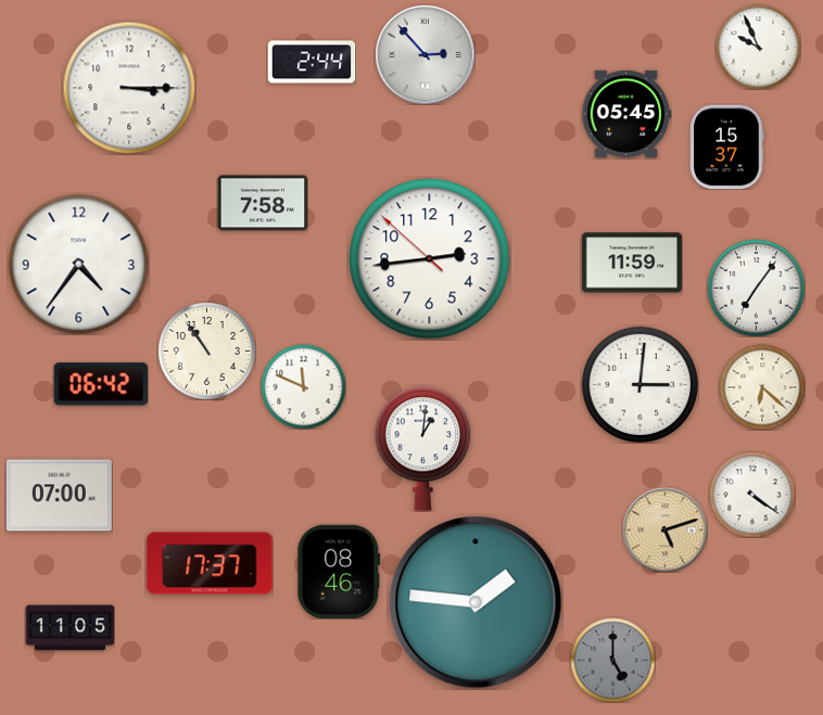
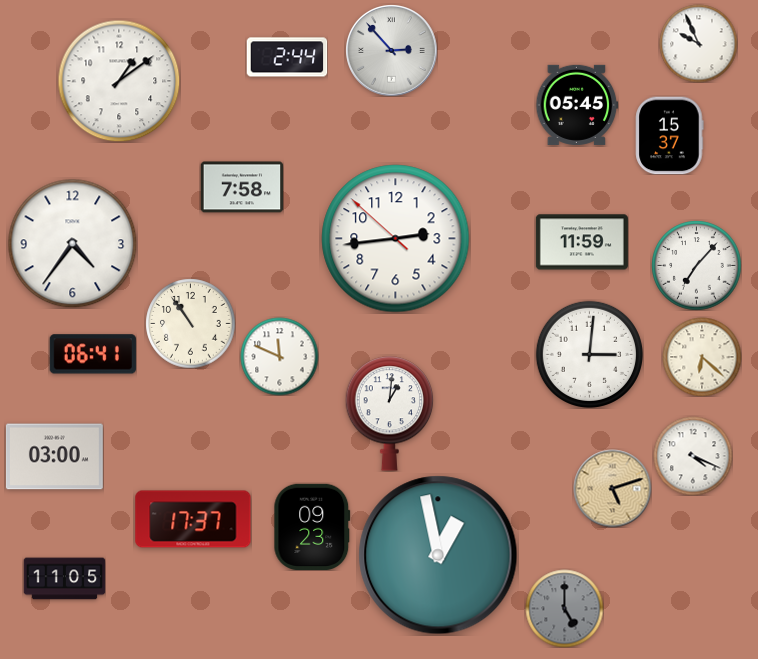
clock at (129, 88): 3:15 -> 1:09
clock at (756, 288): 7:06 -> 7:07
clock at (101, 384): 06:42 -> 06:41
clock at (752, 495): 4:21 -> 4:19
clock at (59, 496): 07:00 -> 03:00
clock at (339, 571): 08:46 -> 09:23
clock at (476, 602): 1:46 -> 12:58
